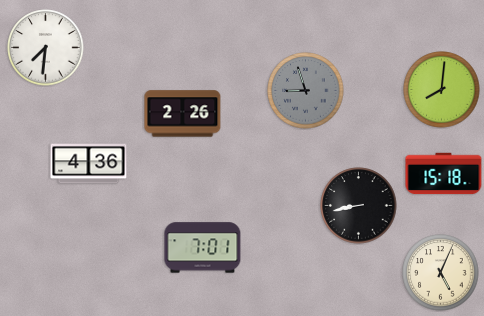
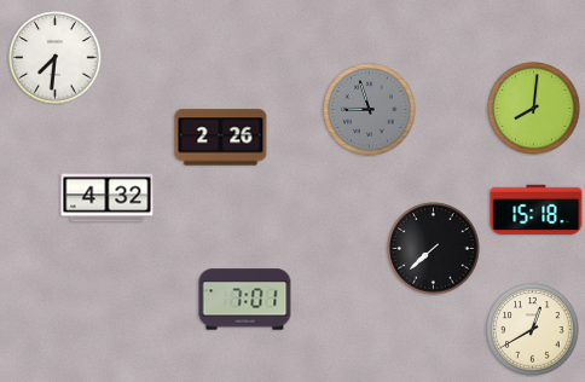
clock at (89, 164): 4:36 -> 4:32
clock at (359, 206): 8:43 -> 7:38
clock at (441, 273): 5:04 -> 12:40
